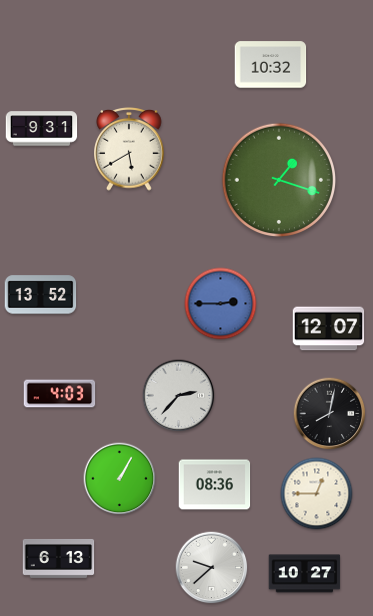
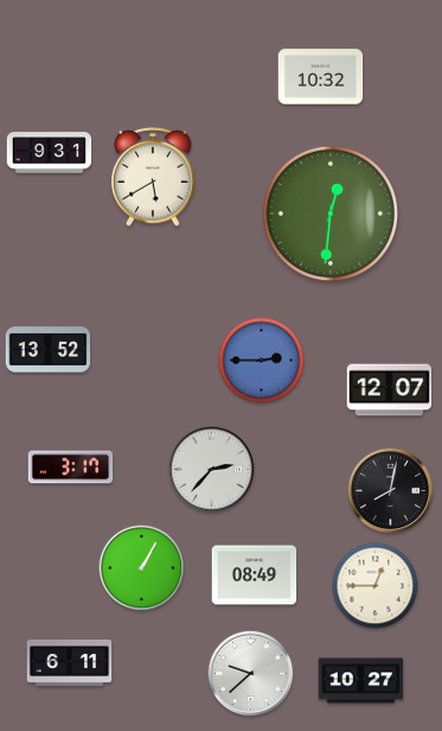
clock at (278, 179): 1:18 -> 12:31
clock at (60, 394): 4:03 -> 3:17
clock at (215, 485): 08:36 -> 08:49
clock at (59, 558): 6:13 -> 6:11
